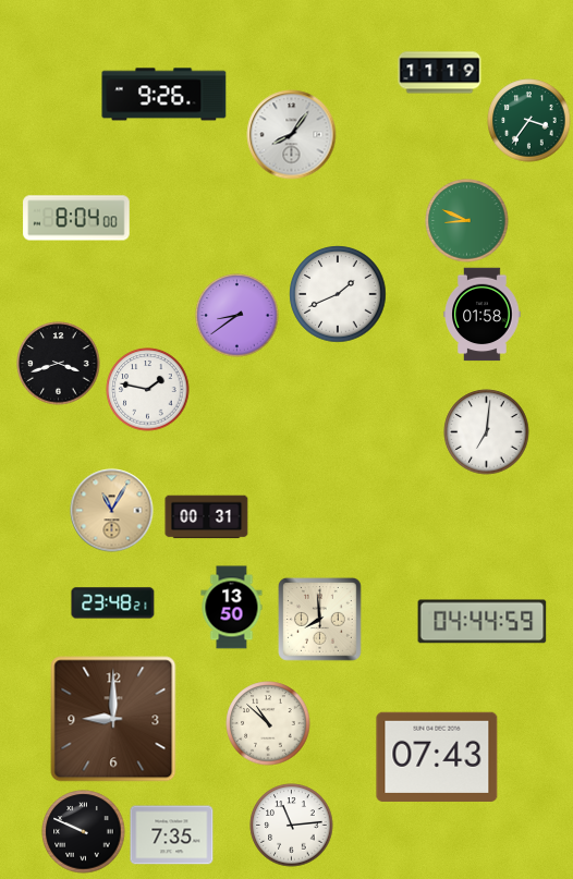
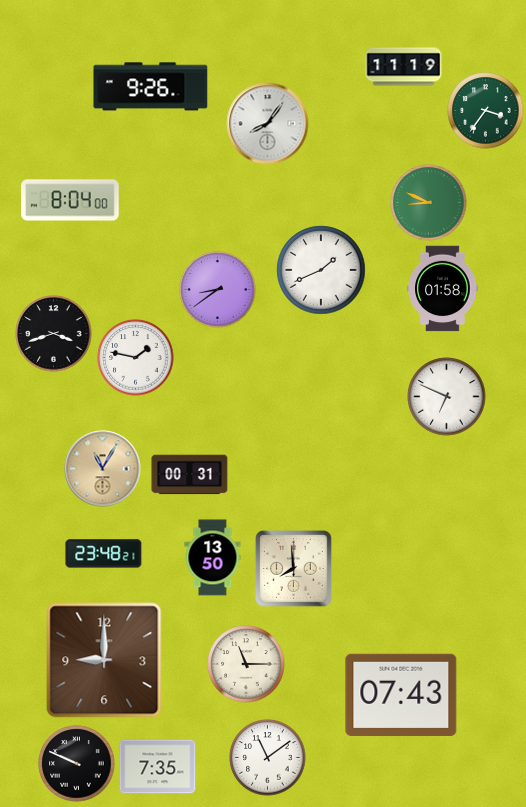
clock at (338, 294) position: (338, 294) -> (321, 270)
clock at (487, 432): 7:01 -> 6:49
clock at (483, 622): 04:44 -> none
clock at (268, 723): 10:52 -> 11:15
clock at (292, 826): 11:14 -> 11:09
